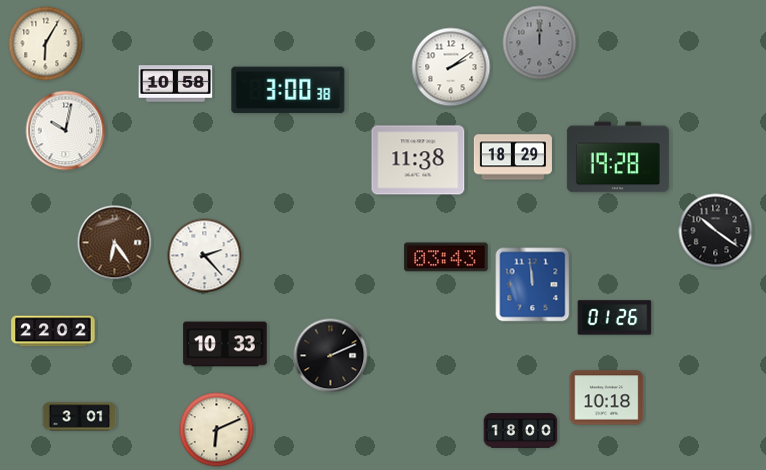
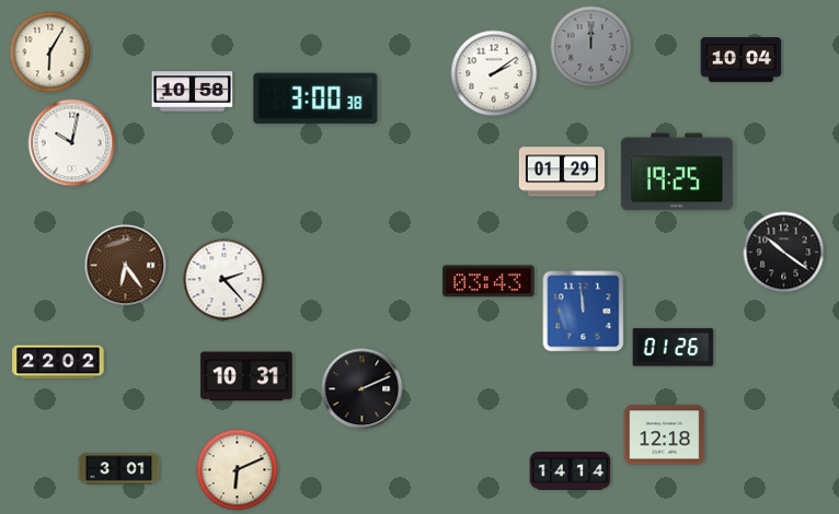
clock at (46, 44) position: (46, 44) -> (50, 52)
clock at (742, 60): none -> 10:04
clock at (513, 157): 18:29 -> 01:29
clock at (618, 157): 19:28 -> 19:25
clock at (418, 160): 11:38 -> none
clock at (225, 344): 10:33 -> 10:31
clock at (607, 398): 10:18 -> 12:18
clock at (80, 417) position: (80, 417) -> (119, 469)
clock at (521, 431): 18:00 -> 14:14
